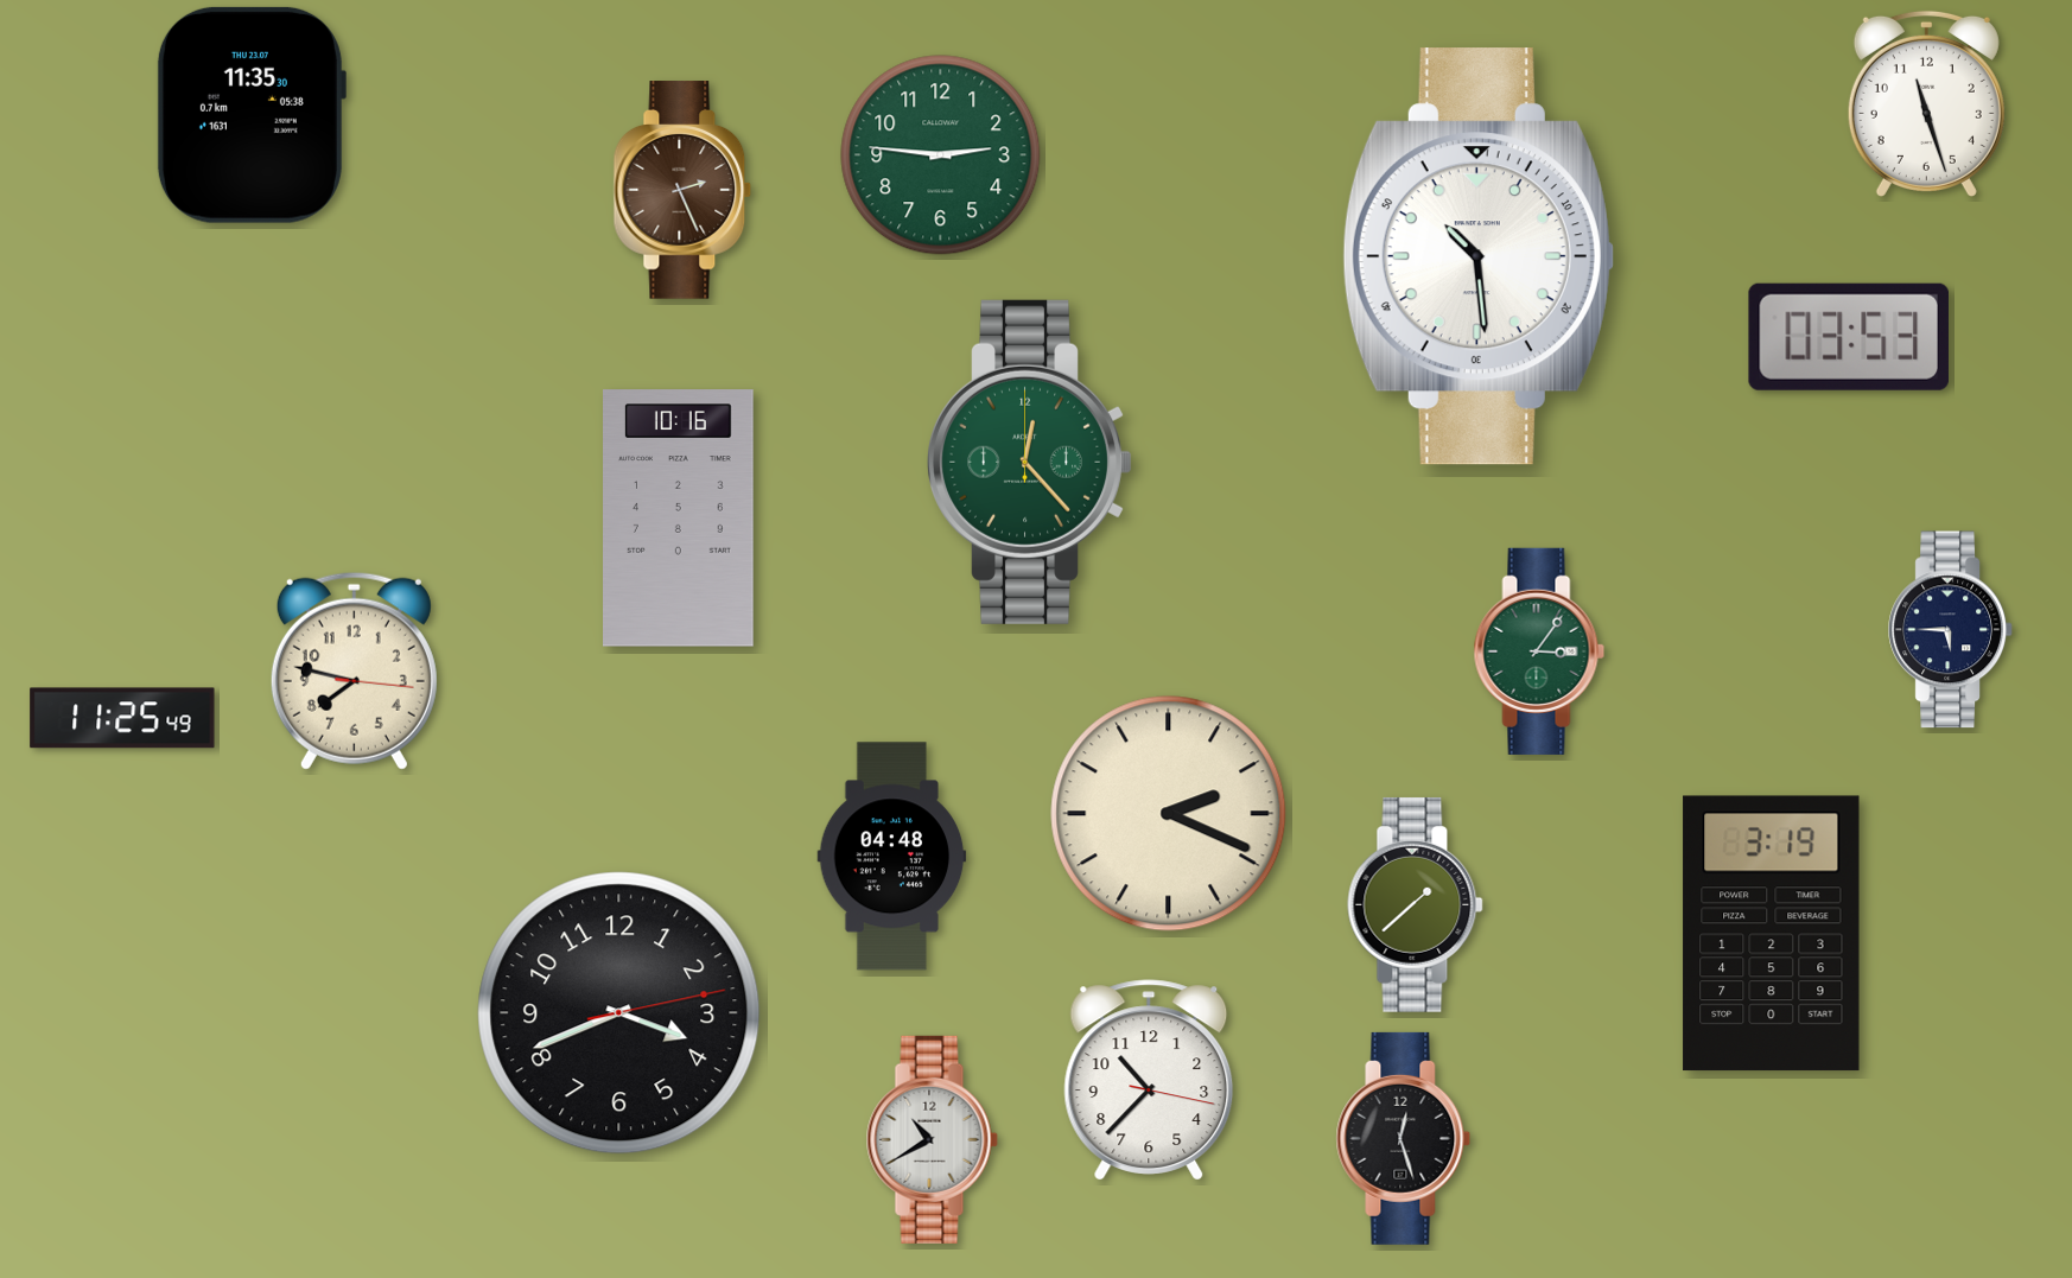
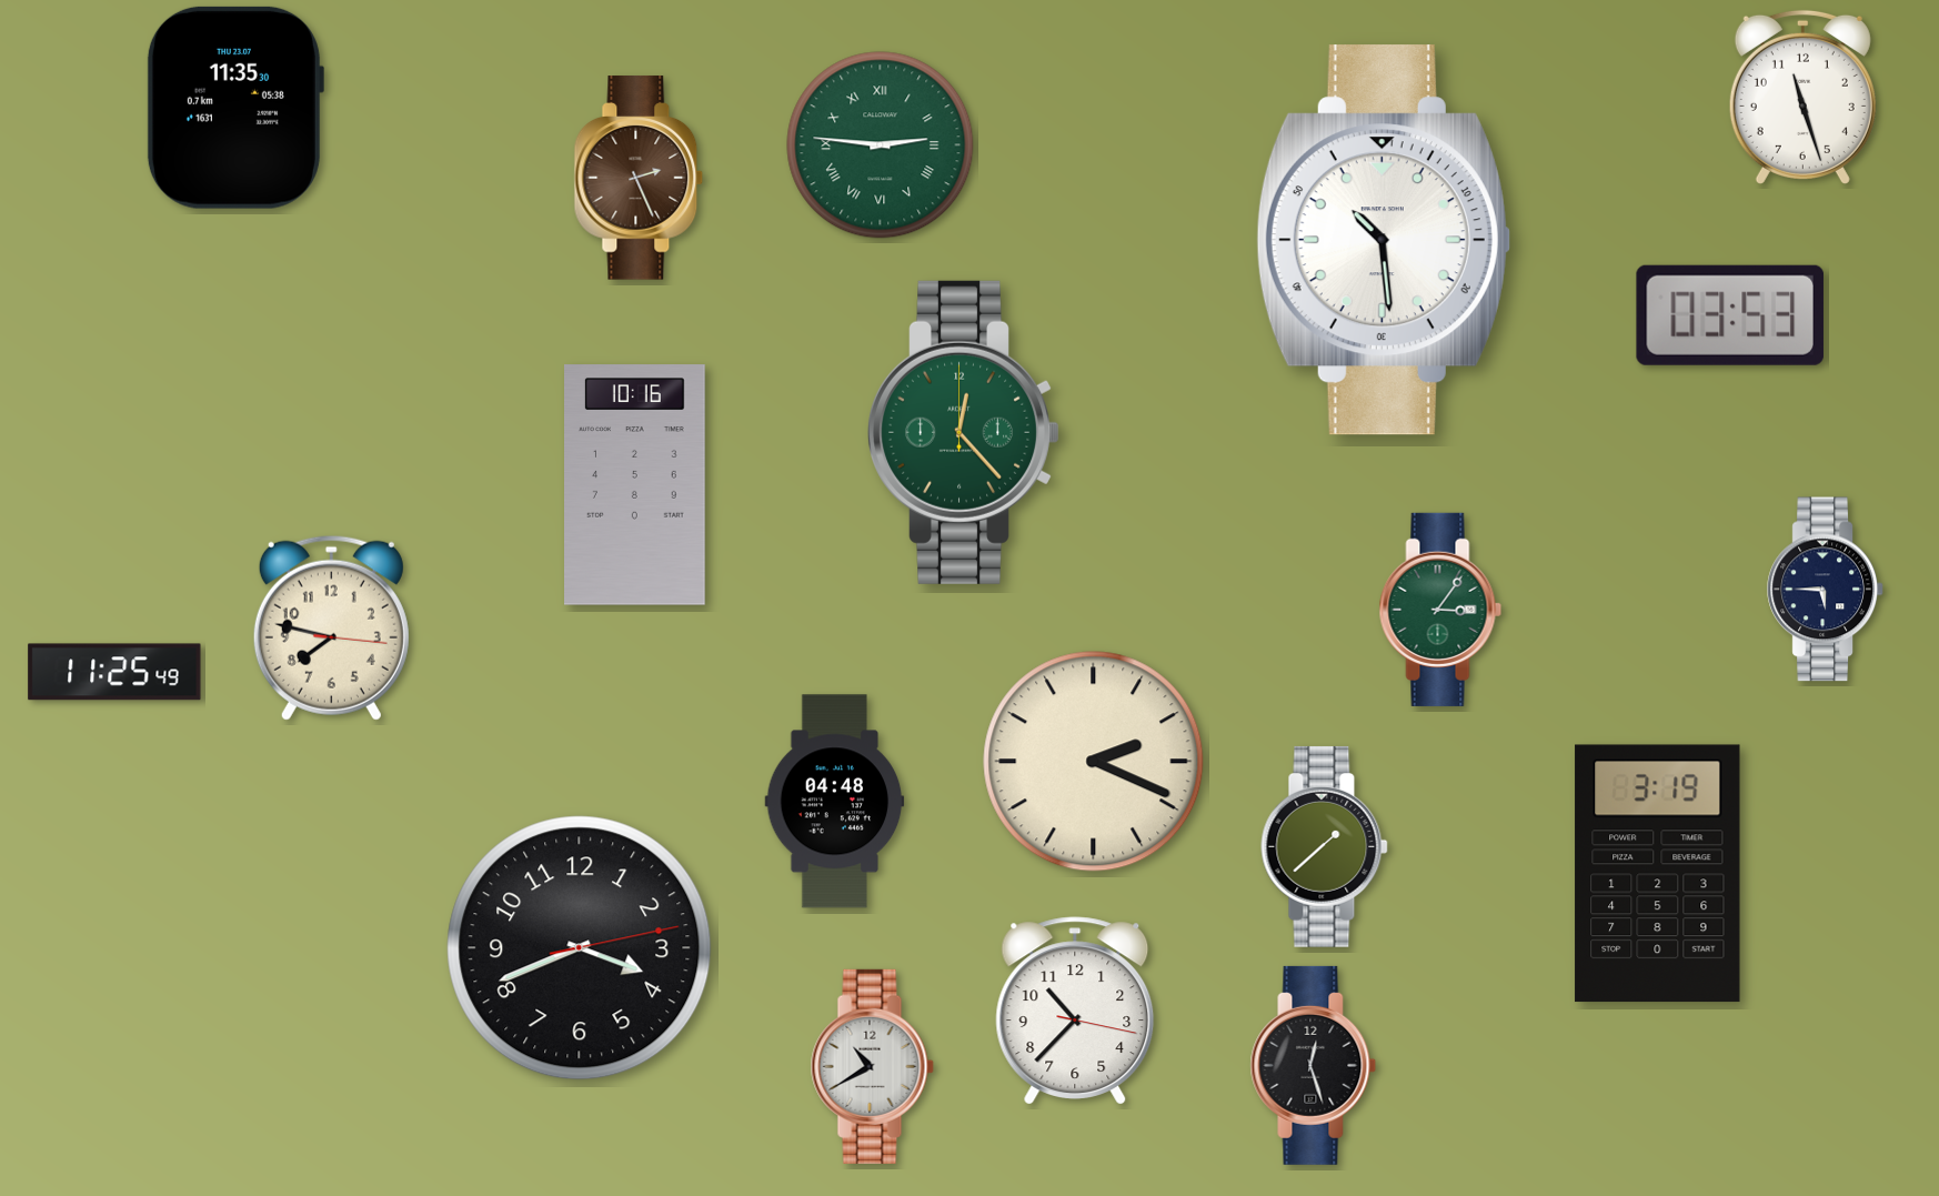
clock at (941, 155) numerals: Arabic -> Roman
